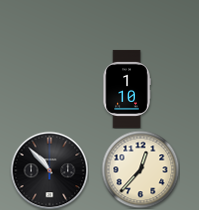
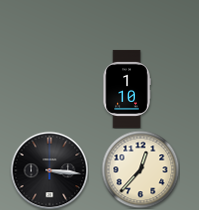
clock at (49, 170): 10:53 -> 3:16
